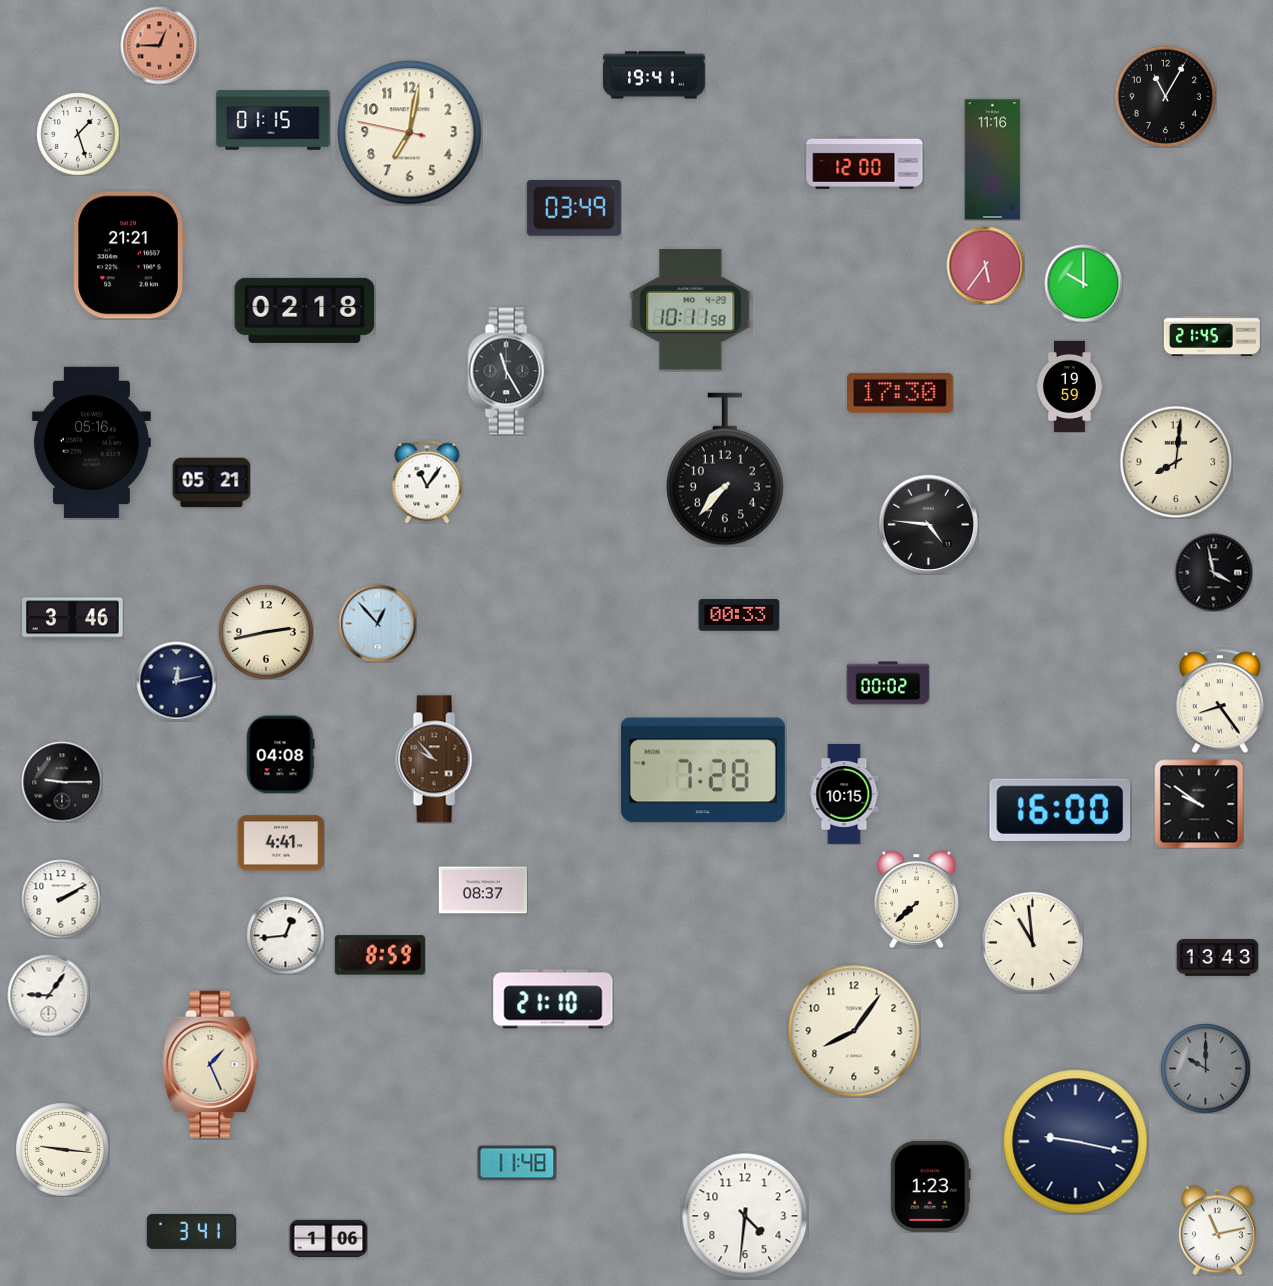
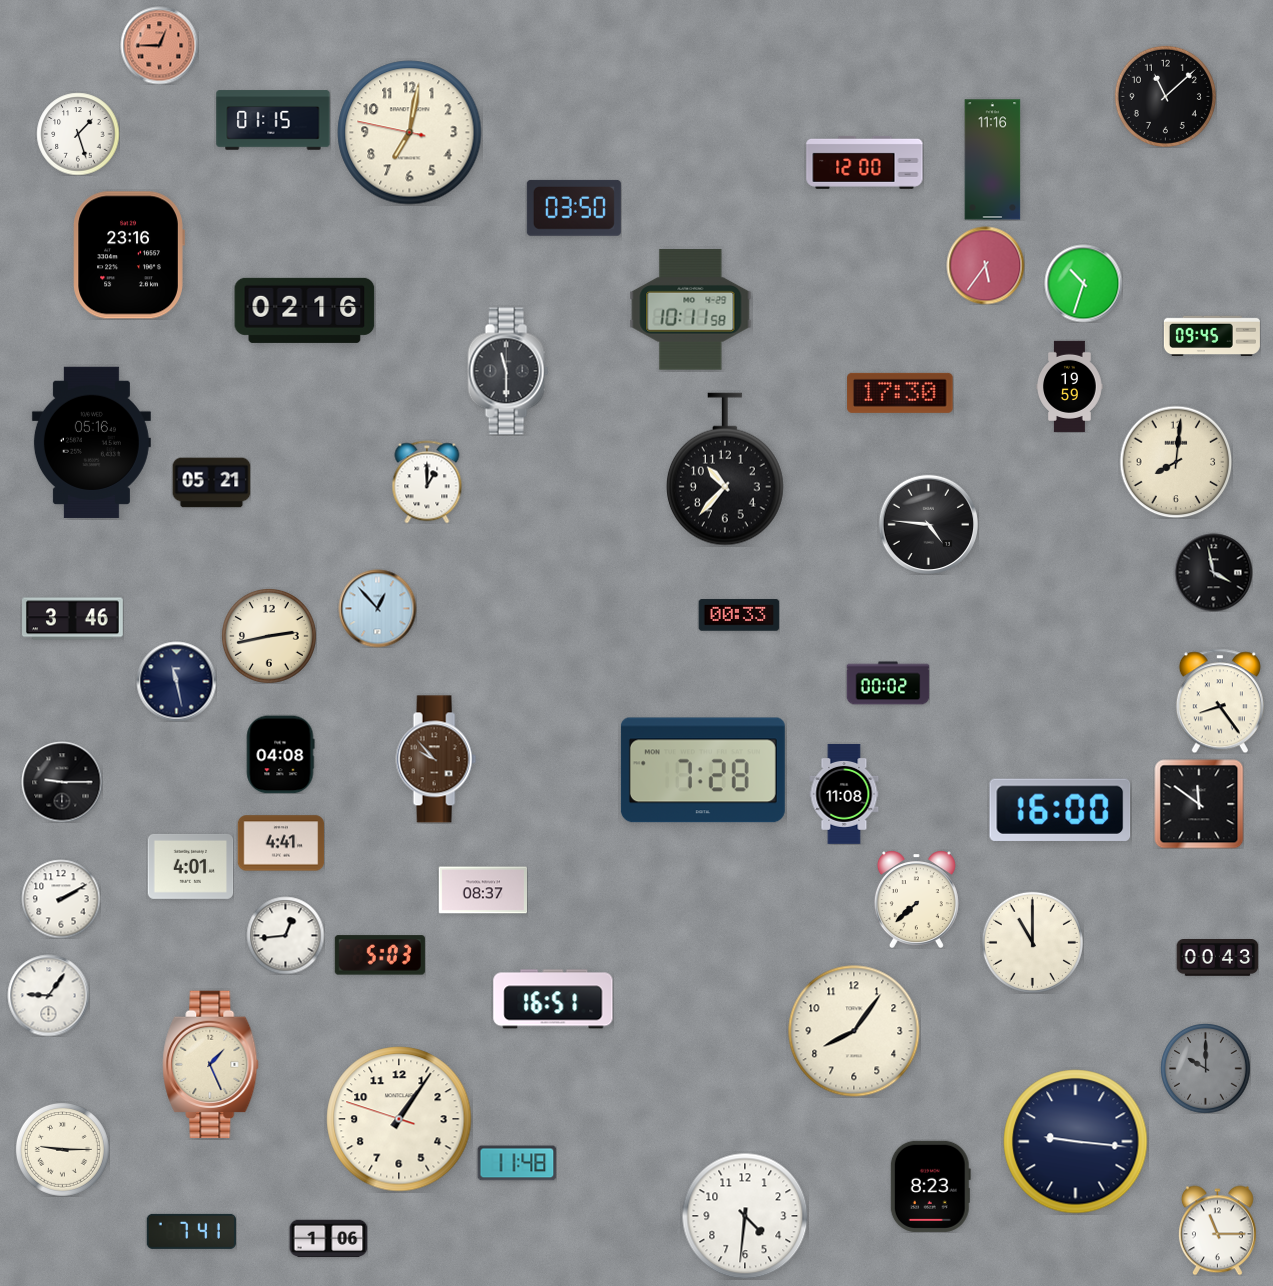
clock at (654, 75): 19:41 -> none
clock at (1165, 96): 11:05 -> 11:08
clock at (574, 208): 03:49 -> 03:50
clock at (129, 255): 21:21 -> 23:16
clock at (1083, 283): 10:00 -> 10:33
clock at (305, 310): 02:18 -> 02:16
clock at (1212, 335): 21:45 -> 09:45
clock at (508, 371): 11:25 -> 11:30
clock at (725, 469): 7:37 -> 10:37
clock at (427, 482): 11:06 -> 1:00
clock at (377, 623) position: (377, 623) -> (377, 608)
clock at (266, 632) position: (266, 632) -> (269, 636)
clock at (176, 681): 12:13 -> 11:28
clock at (844, 794): 10:15 -> 11:08
clock at (1199, 804): 9:51 -> 11:51
clock at (190, 866): none -> 4:01
clock at (1032, 942): 10:59 -> 11:00
clock at (380, 955): 8:59 -> 5:03
clock at (1217, 958): 13:43 -> 00:43
clock at (553, 999): 21:10 -> 16:51
clock at (399, 1119): none -> 1:05
clock at (1076, 1142): 9:17 -> 9:16
clock at (62, 1149): 9:16 -> 9:15
clock at (930, 1186): 1:23 -> 8:23
clock at (1217, 1230): 11:13 -> 11:15
clock at (191, 1231): 3:41 -> 7:41
